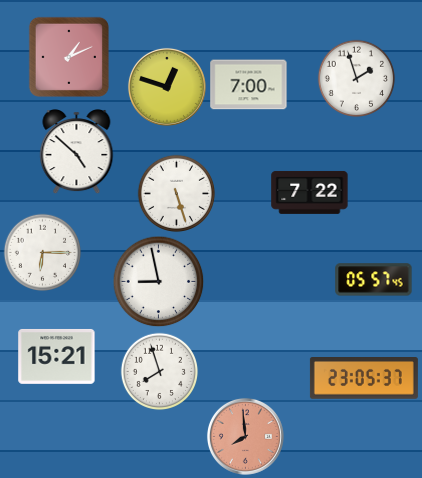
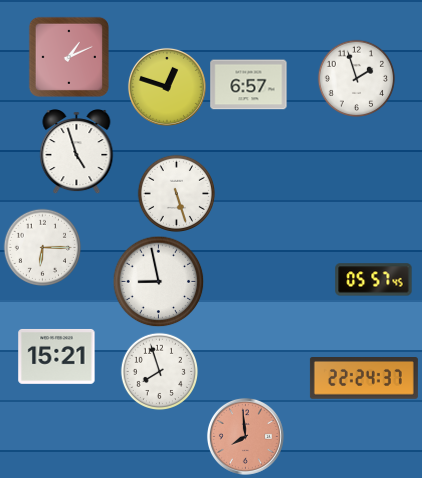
clock at (249, 85): 7:00 -> 6:57
clock at (77, 152): 4:52 -> 4:57
clock at (310, 192): 7:22 -> none
clock at (42, 252) position: (42, 252) -> (42, 247)
clock at (364, 379): 23:05 -> 22:24
